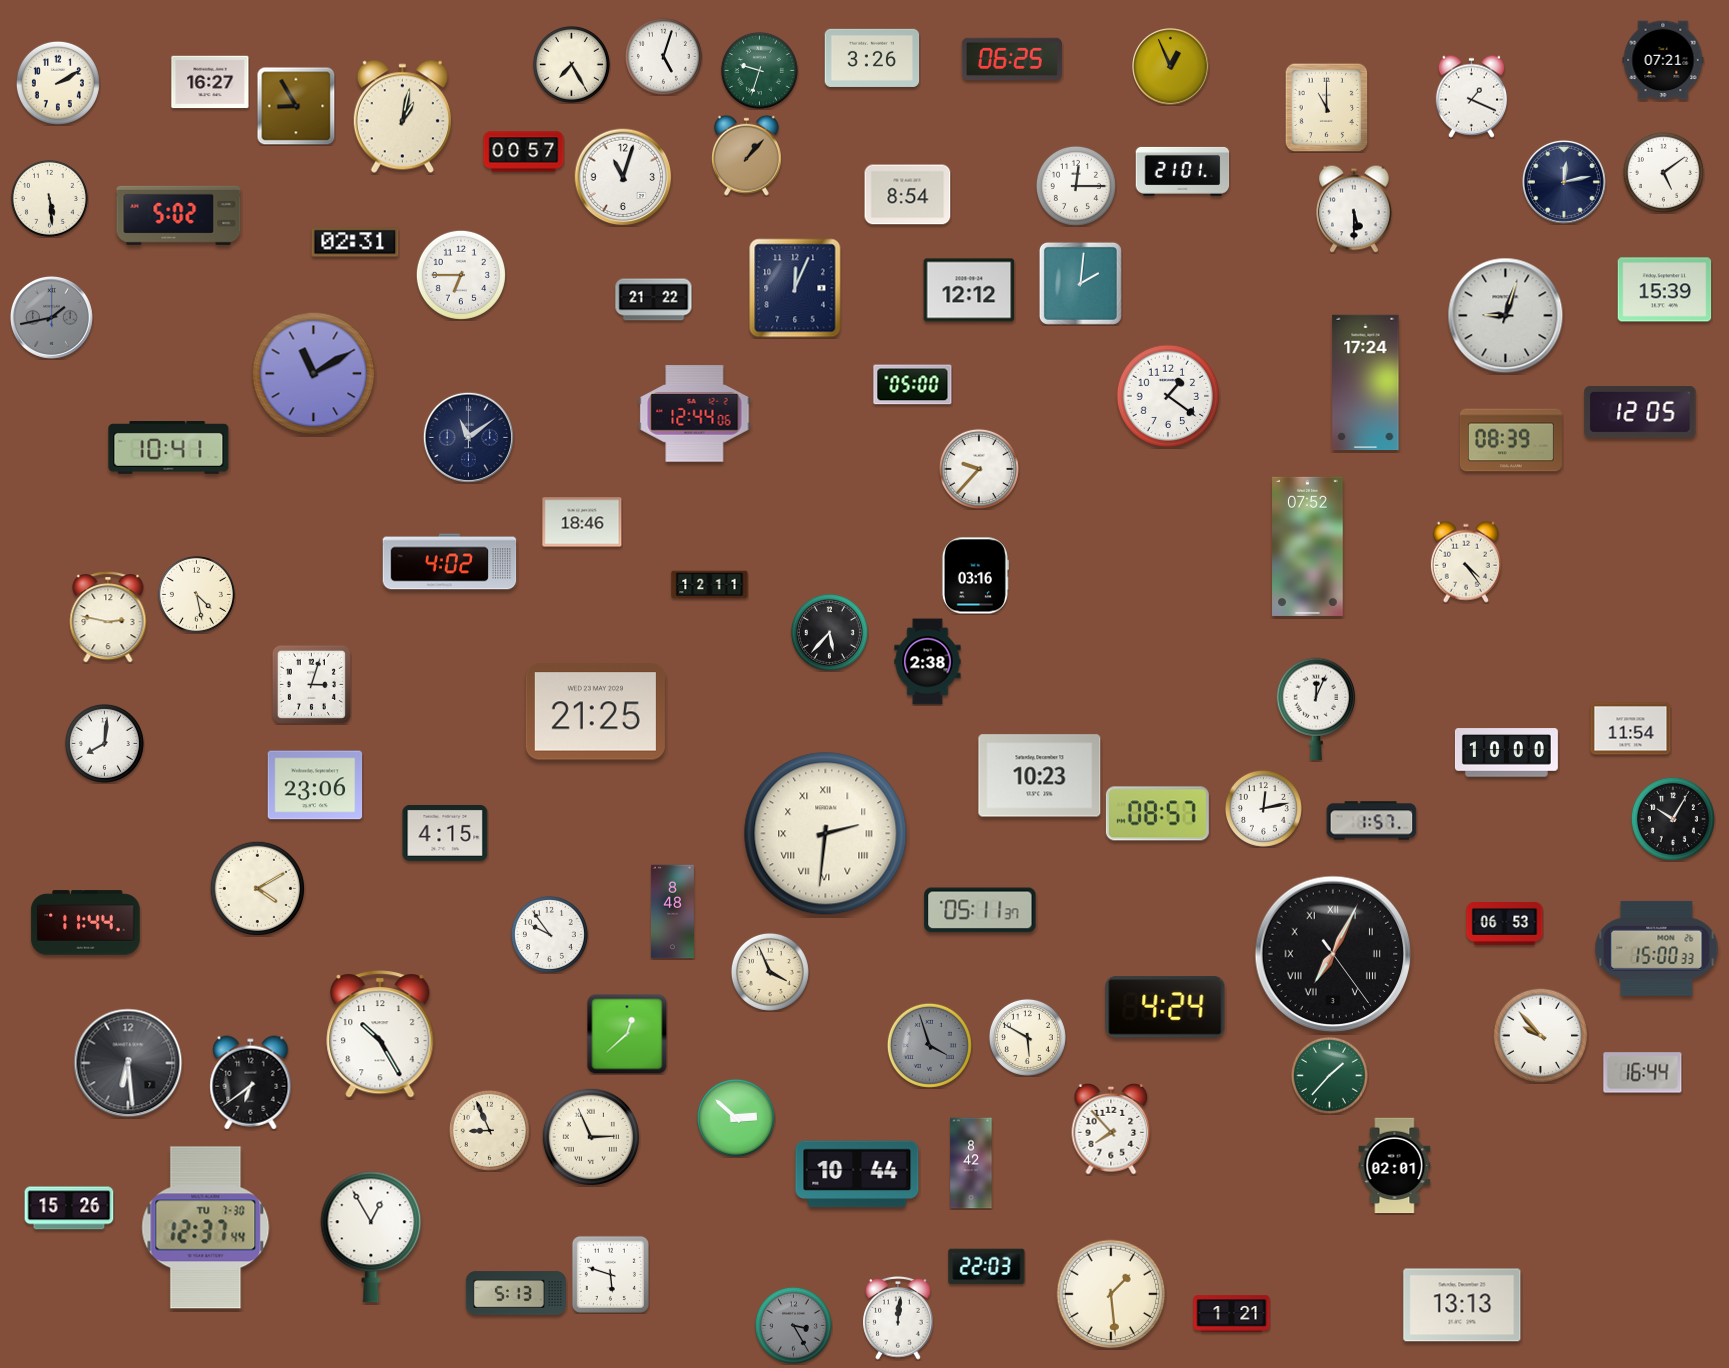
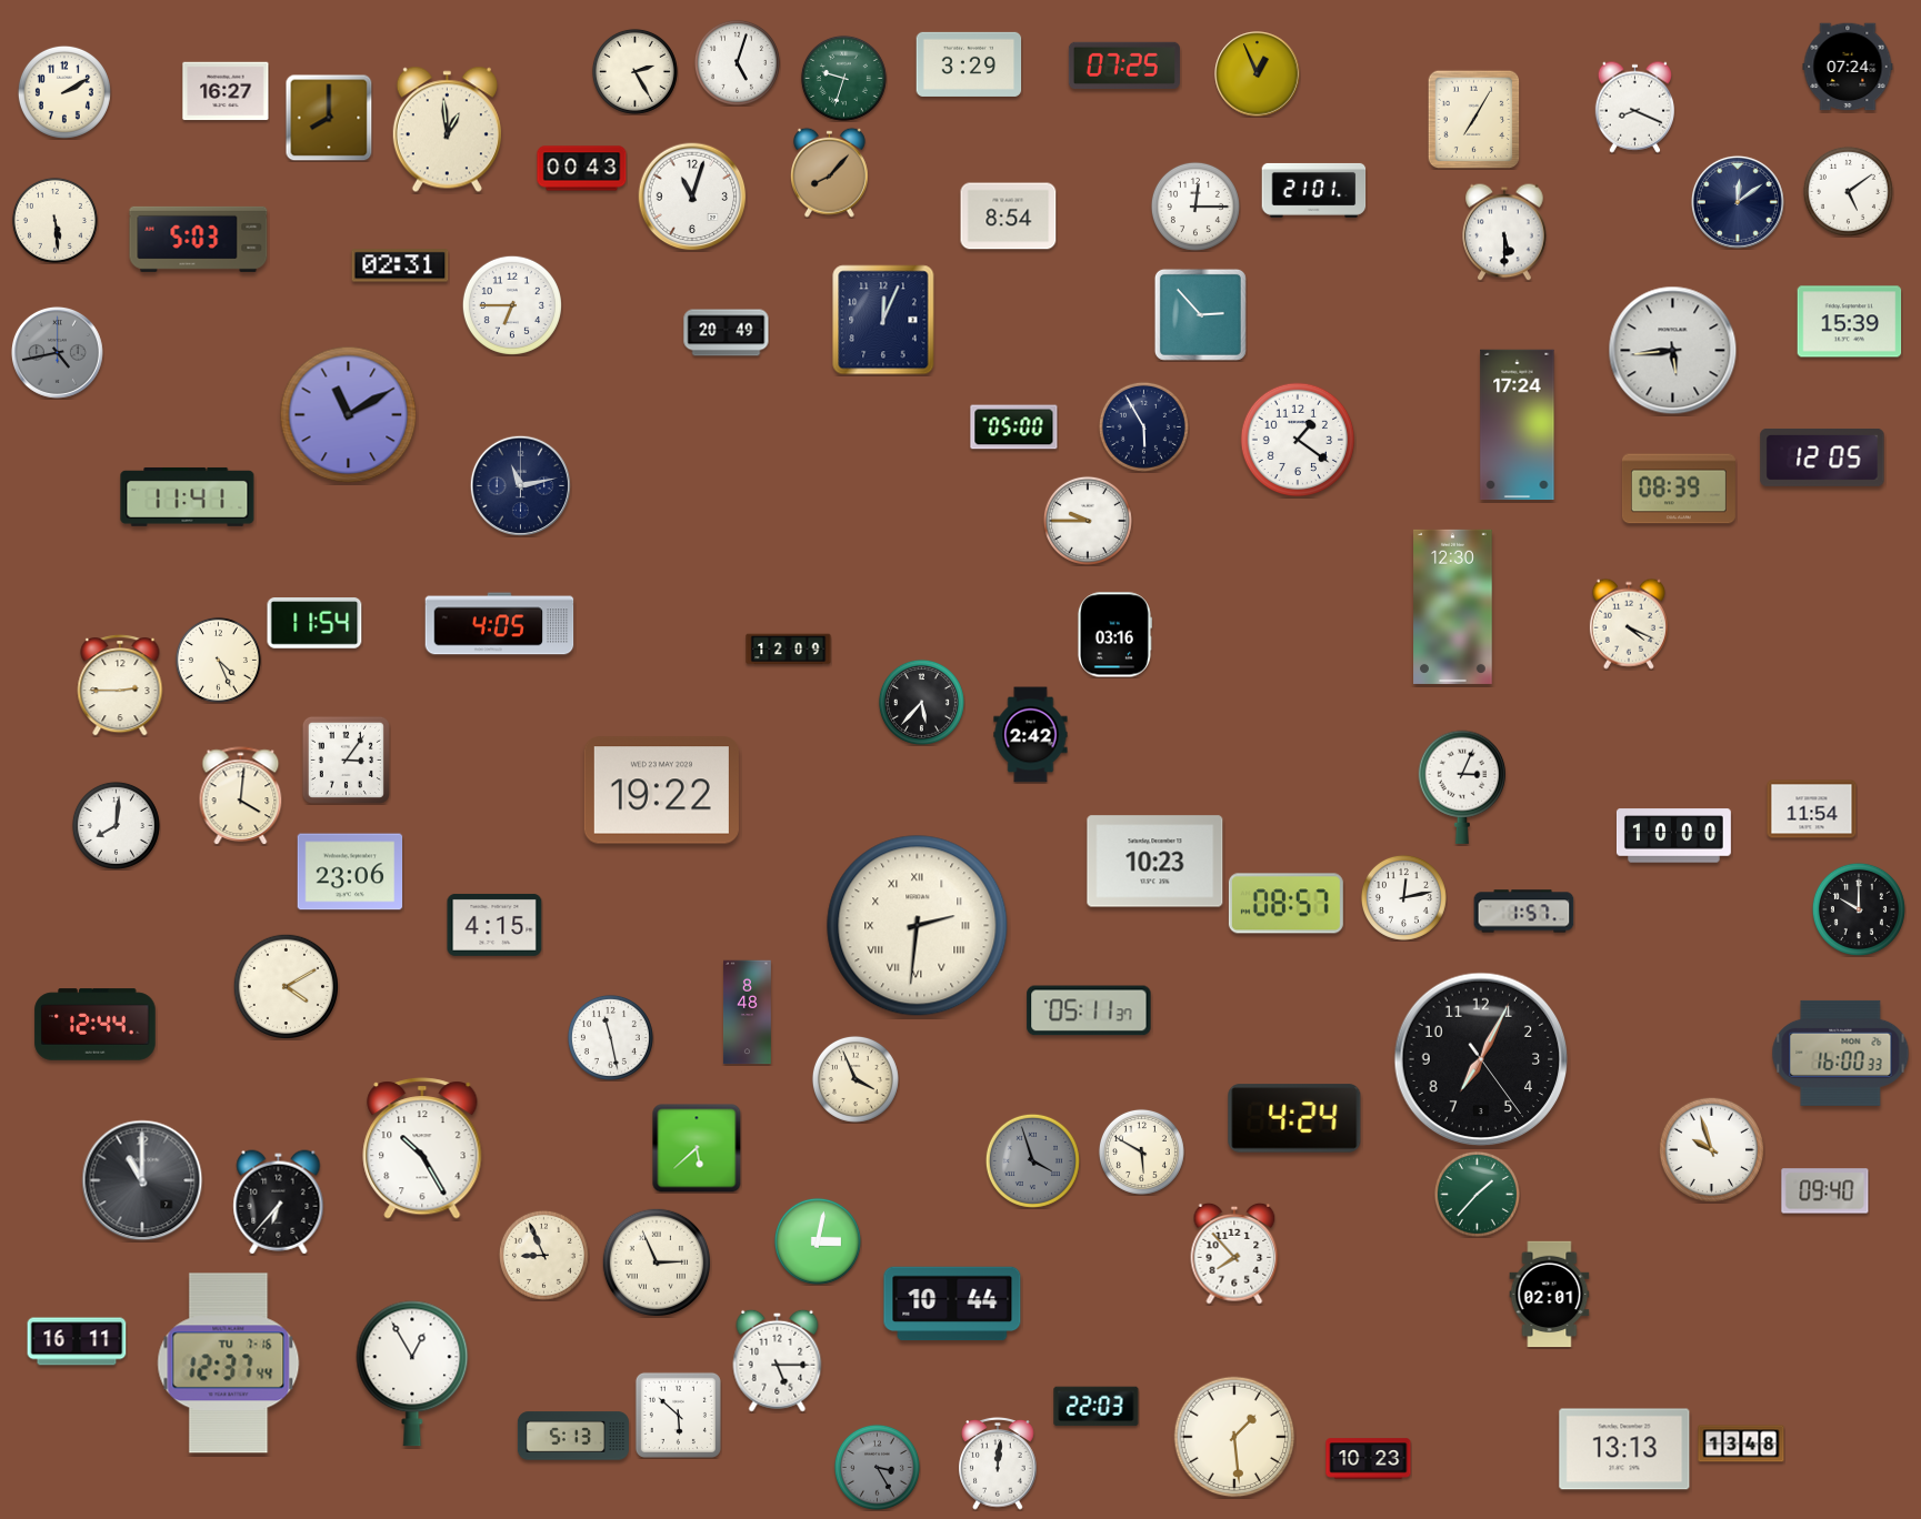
clock at (872, 58): 3:26 -> 3:29
clock at (1012, 58): 06:25 -> 07:25
clock at (1663, 60): 07:21 -> 07:24
clock at (571, 64): 7:25 -> 2:25
clock at (1171, 67) position: (1171, 67) -> (1258, 74)
clock at (210, 82) position: (210, 82) -> (226, 91)
clock at (1471, 96): 1:19 -> 8:19
clock at (296, 106): 8:55 -> 8:00
clock at (1327, 107): 11:00 -> 7:05
clock at (402, 117): 1:02 -> 12:59
clock at (524, 152): 00:57 -> 00:43
clock at (746, 155): 1:07 -> 8:07
clock at (1564, 182): 12:13 -> 12:09
clock at (179, 215): 5:02 -> 5:03
clock at (355, 242) position: (355, 242) -> (400, 265)
clock at (1080, 283): 2:01 -> 2:53
clock at (969, 290): 12:12 -> none
clock at (654, 300): 21:22 -> 20:49
clock at (1506, 316): 9:03 -> 5:44
clock at (51, 317): 1:43 -> 4:43
clock at (1143, 426): none -> 5:55
clock at (695, 414): 12:44 -> none
clock at (468, 437): 11:09 -> 11:13
clock at (169, 447): 10:41 -> 11:41
clock at (979, 469): 9:37 -> 9:45
clock at (582, 522): 18:46 -> none
clock at (1308, 546): 07:52 -> 12:30
clock at (314, 624): none -> 11:54
clock at (450, 562): 4:02 -> 4:05
clock at (1466, 562): 4:24 -> 4:19
clock at (975, 576) position: (975, 576) -> (1114, 635)
clock at (710, 585): 12:11 -> 12:09
clock at (196, 594): 4:28 -> 4:26
clock at (108, 617): 2:47 -> 2:45
clock at (928, 662): 2:38 -> 2:42
clock at (311, 684): 3:03 -> 3:06
clock at (1315, 709): 12:04 -> 3:04
clock at (595, 712): 21:25 -> 19:22
clock at (241, 796): none -> 4:01
clock at (1673, 819): 10:05 -> 10:00
clock at (86, 923): 11:44 -> 12:44
clock at (1505, 924): 06:53 -> none
clock at (549, 934): 9:54 -> 11:28
clock at (1657, 948): 15:00 -> 16:00
clock at (1333, 954) numerals: Roman -> Arabic
clock at (627, 1034): 12:38 -> 5:38
clock at (1540, 1035): 9:53 -> 9:57
clock at (128, 1063): 6:29 -> 11:00
clock at (1643, 1073): 16:44 -> 09:40
clock at (251, 1083): 6:39 -> 6:37
clock at (736, 1118): 2:52 -> 3:02
clock at (971, 1163): 8:42 -> none
clock at (69, 1208): 15:26 -> 16:11
clock at (778, 1360): none -> 5:15
clock at (206, 1228) date: TU 7-30 -> TU 7-16
clock at (610, 1274): 5:48 -> 5:52
clock at (1741, 1443): none -> 13:48
clock at (1232, 1314): 1:21 -> 10:23
clock at (793, 1325) position: (793, 1325) -> (877, 1467)
